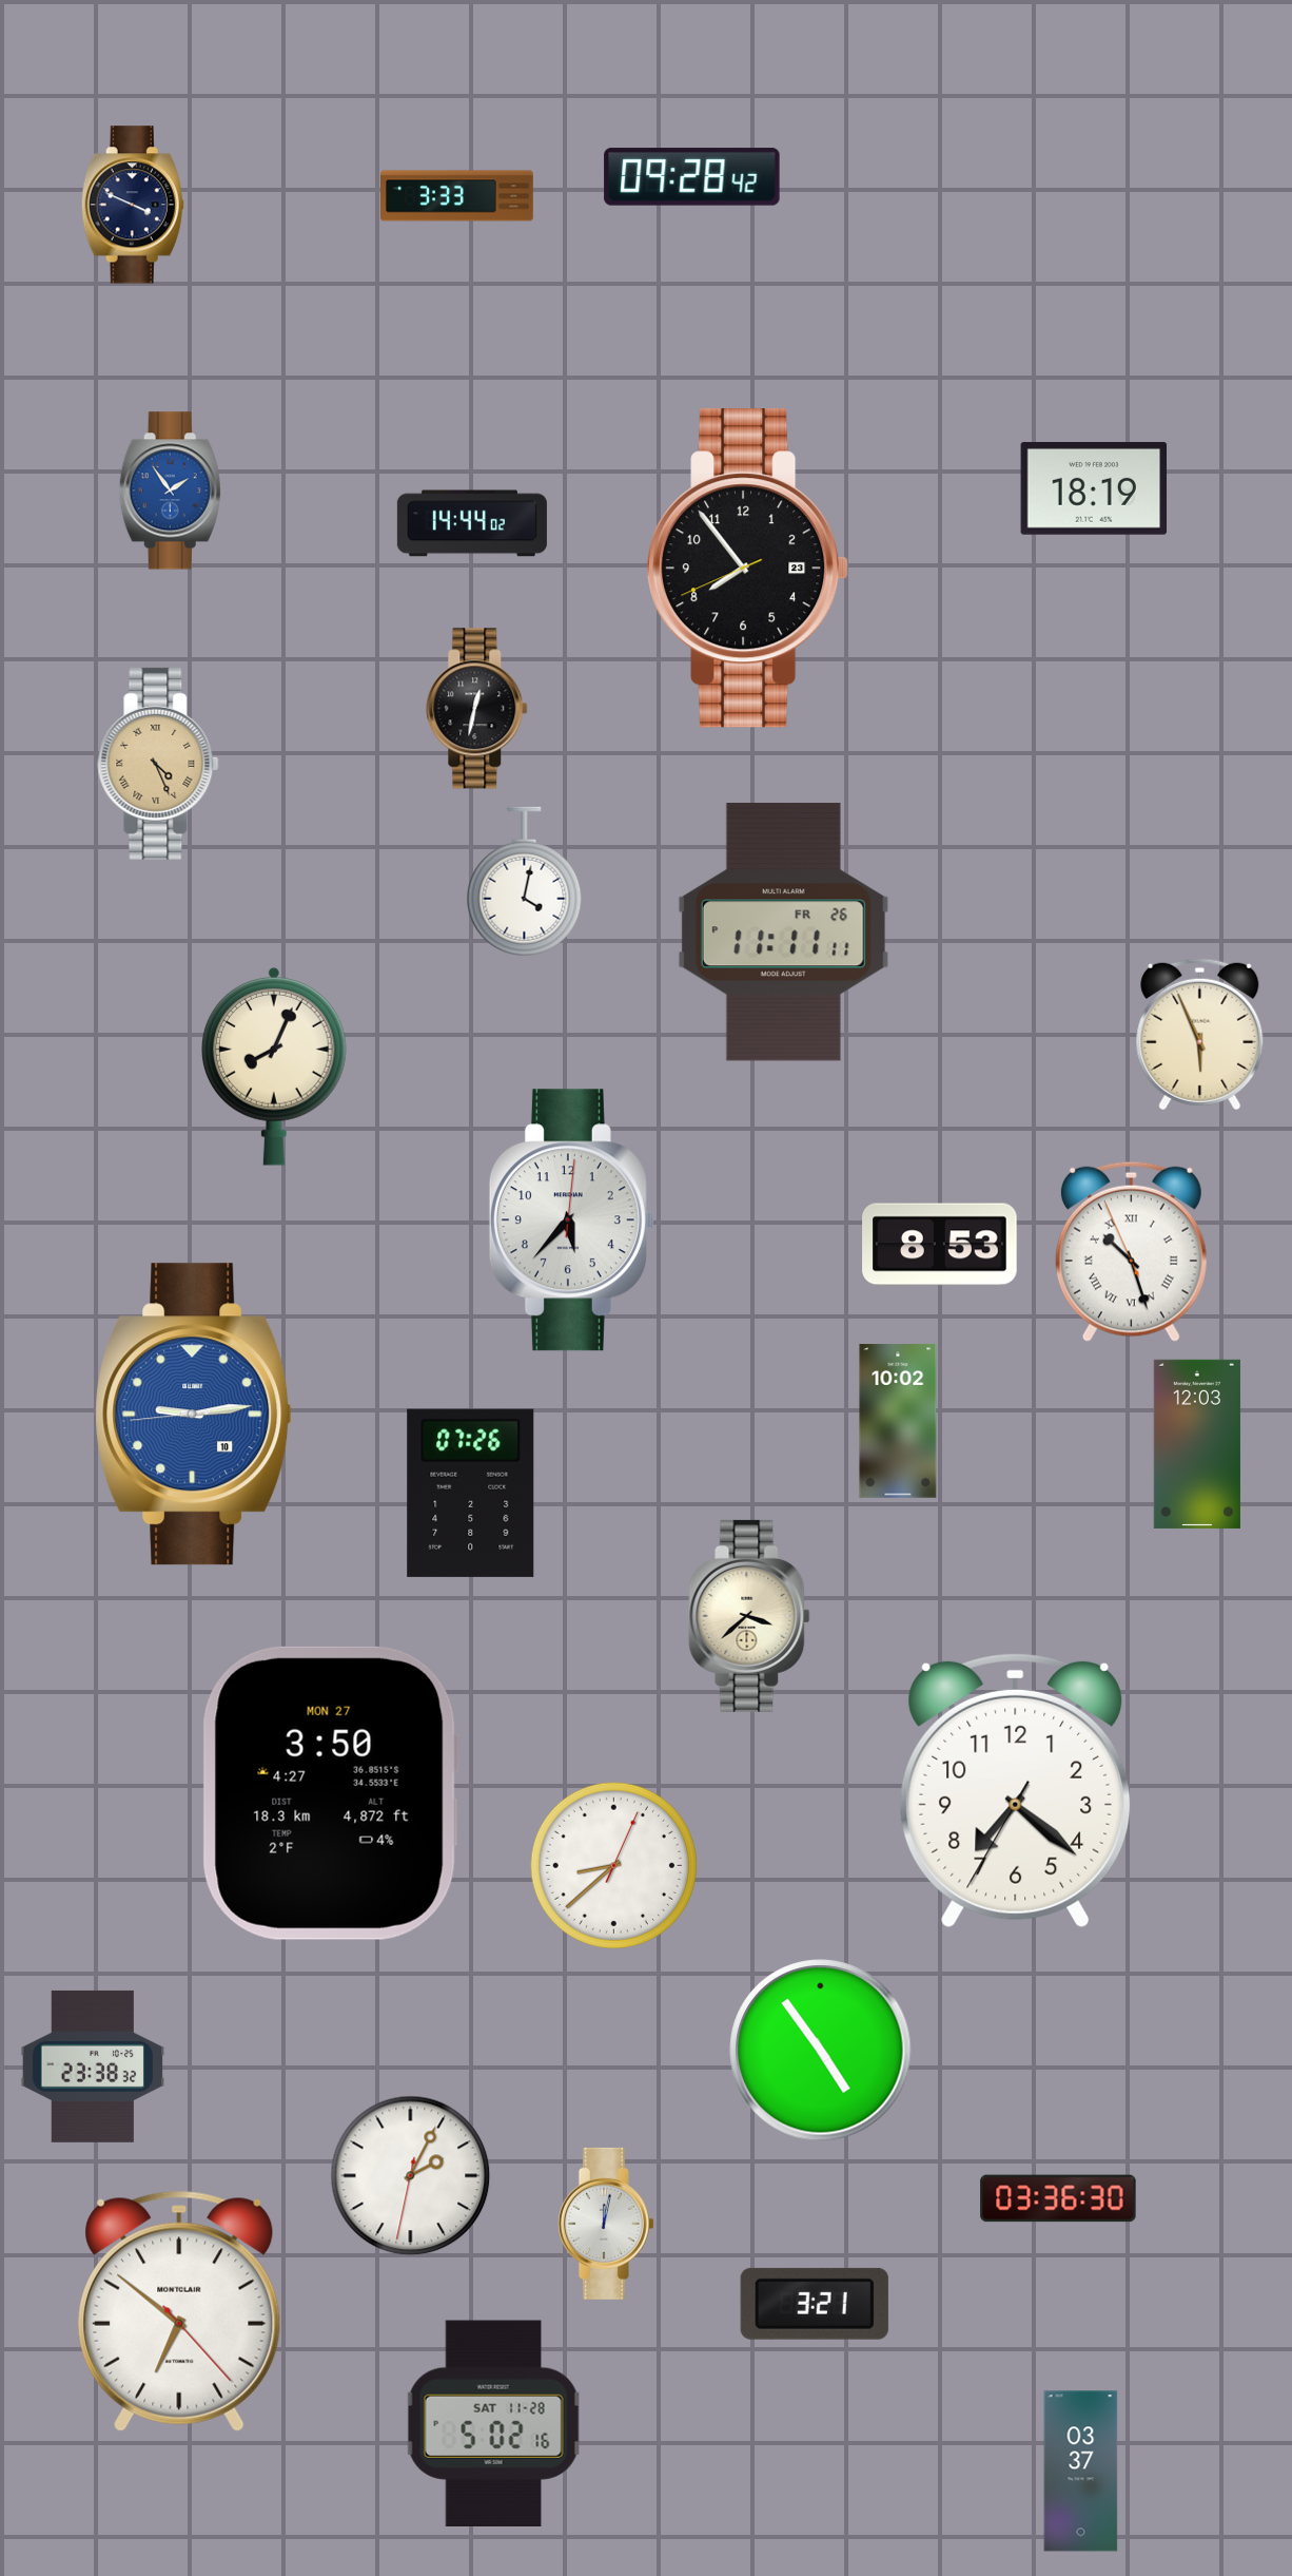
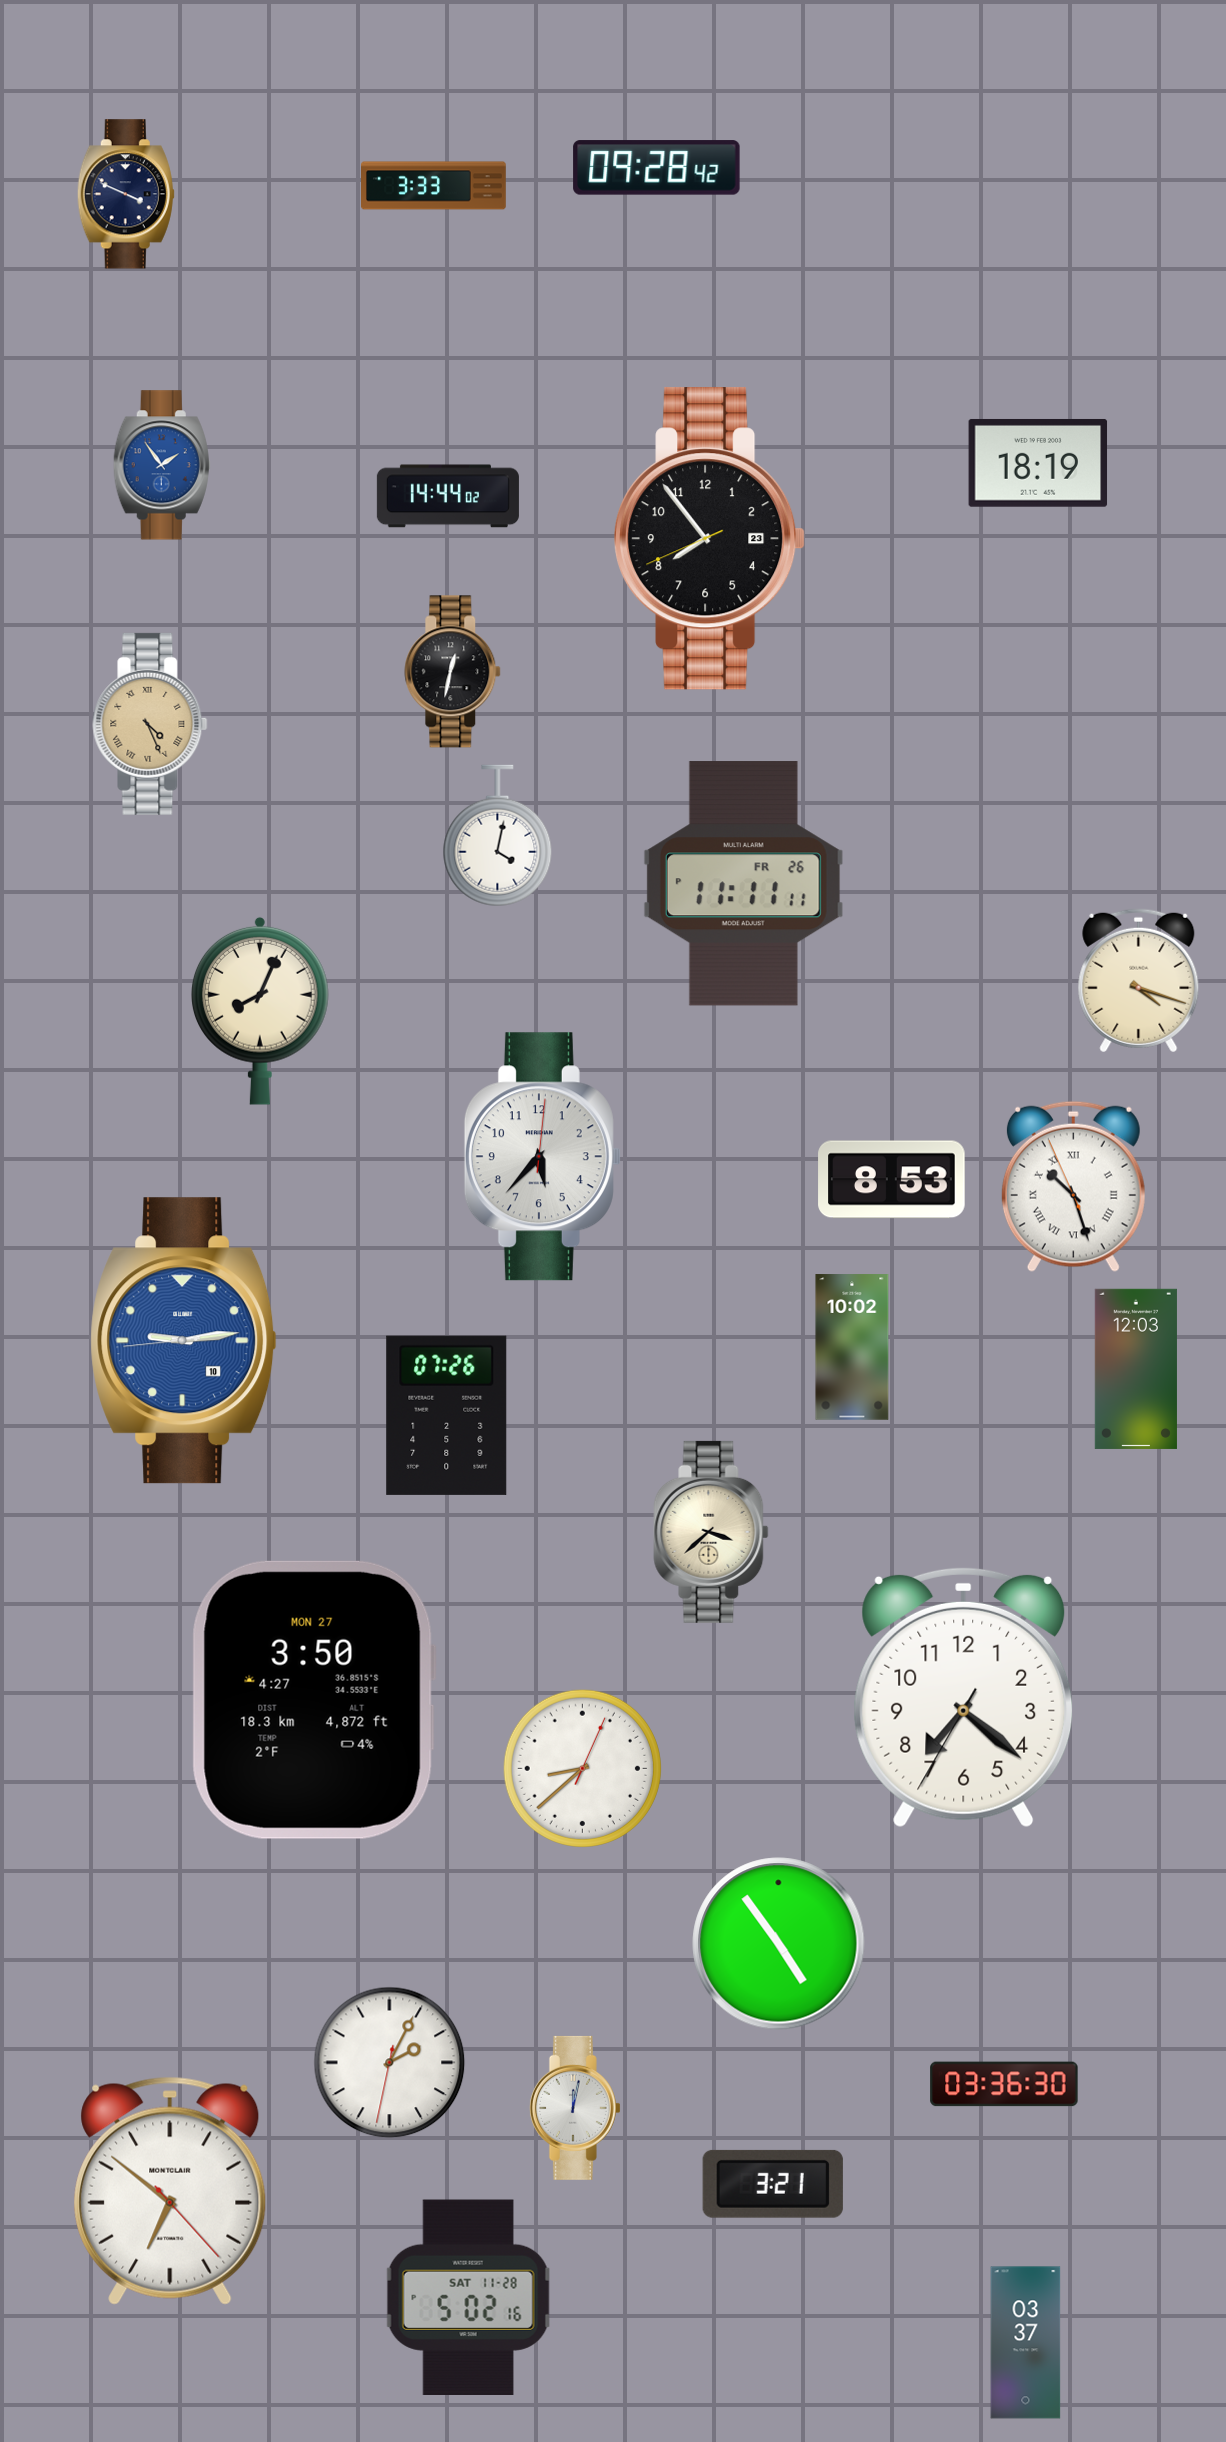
clock at (1200, 1035): 5:56 -> 4:18
clock at (93, 2066): 23:38 -> none
